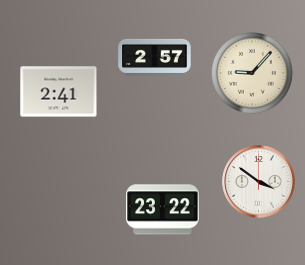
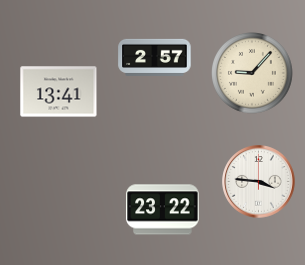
clock at (59, 92): 2:41 -> 13:41
clock at (259, 182): 3:51 -> 3:46
